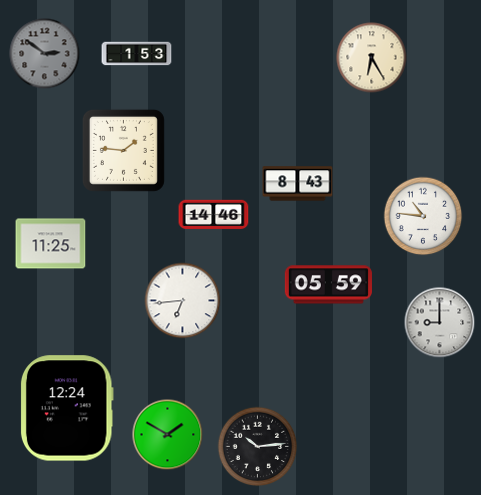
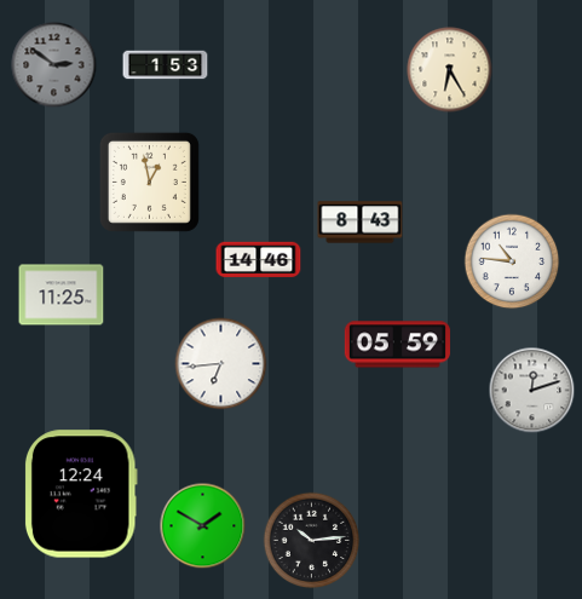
clock at (123, 150): 1:46 -> 12:58
clock at (440, 323): 9:00 -> 12:12
